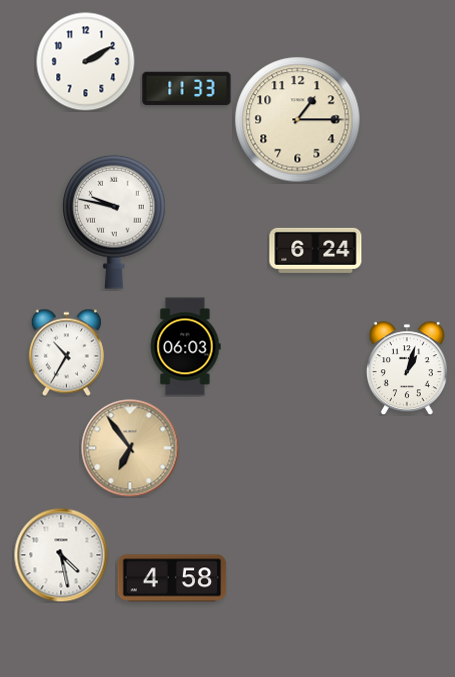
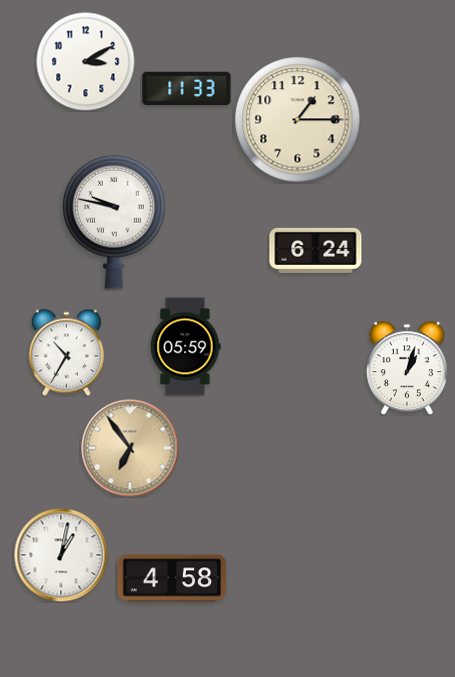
clock at (86, 62): 2:10 -> 3:10
clock at (185, 347): 06:03 -> 05:59
clock at (61, 555): 4:28 -> 1:02
